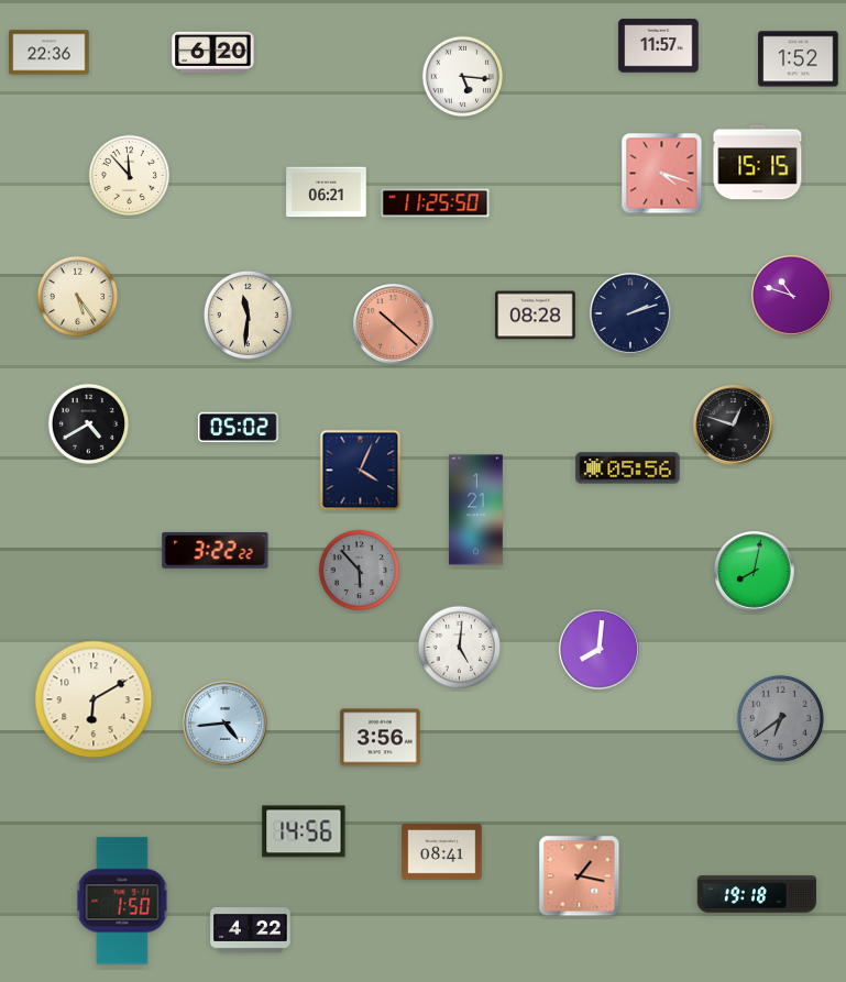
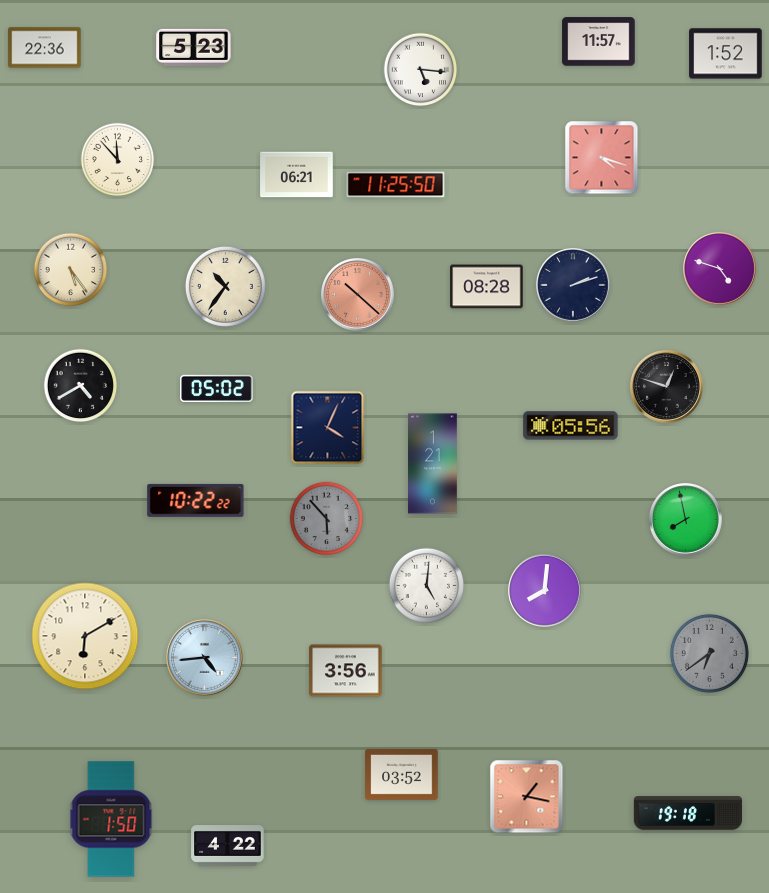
clock at (213, 52): 6:20 -> 5:23
clock at (758, 163): 15:15 -> none
clock at (792, 296): 10:48 -> 4:48
clock at (248, 315): 11:31 -> 10:36
clock at (216, 550): 3:22 -> 10:22
clock at (755, 572): 8:02 -> 7:58
clock at (459, 647) position: (459, 647) -> (426, 585)
clock at (304, 831): 14:56 -> none
clock at (442, 851): 08:41 -> 03:52
